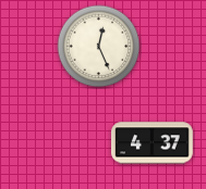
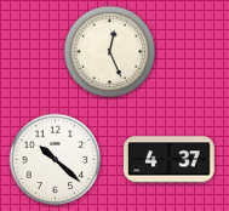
clock at (56, 160): none -> 10:22
